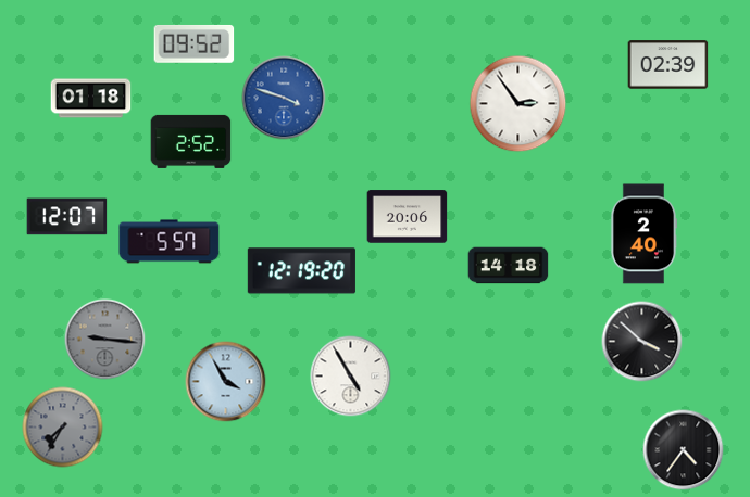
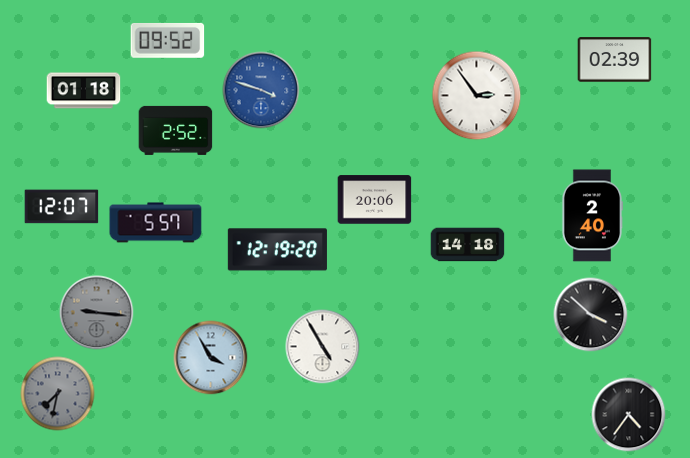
clock at (195, 43) position: (195, 43) -> (168, 40)
clock at (67, 217) position: (67, 217) -> (62, 207)
clock at (226, 382) position: (226, 382) -> (211, 358)
clock at (63, 428): 7:35 -> 7:32
